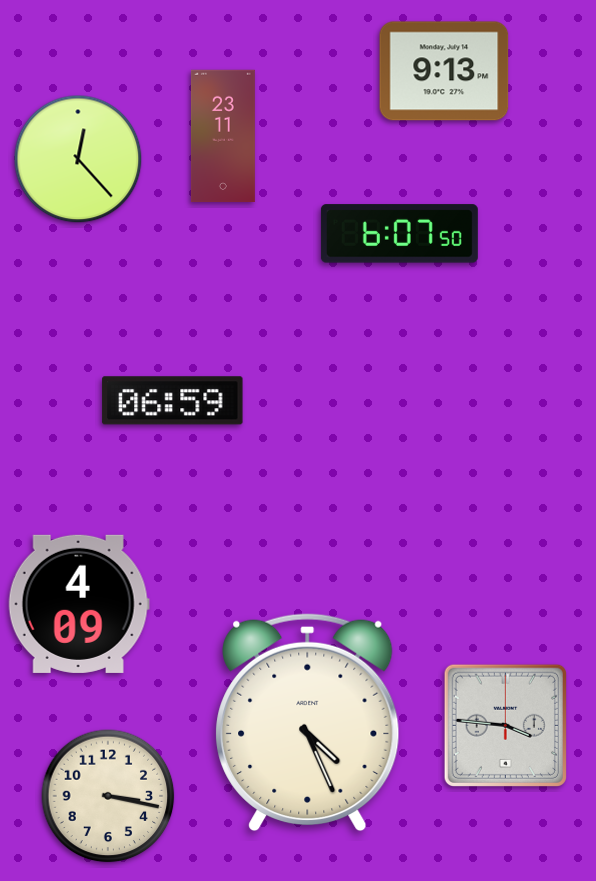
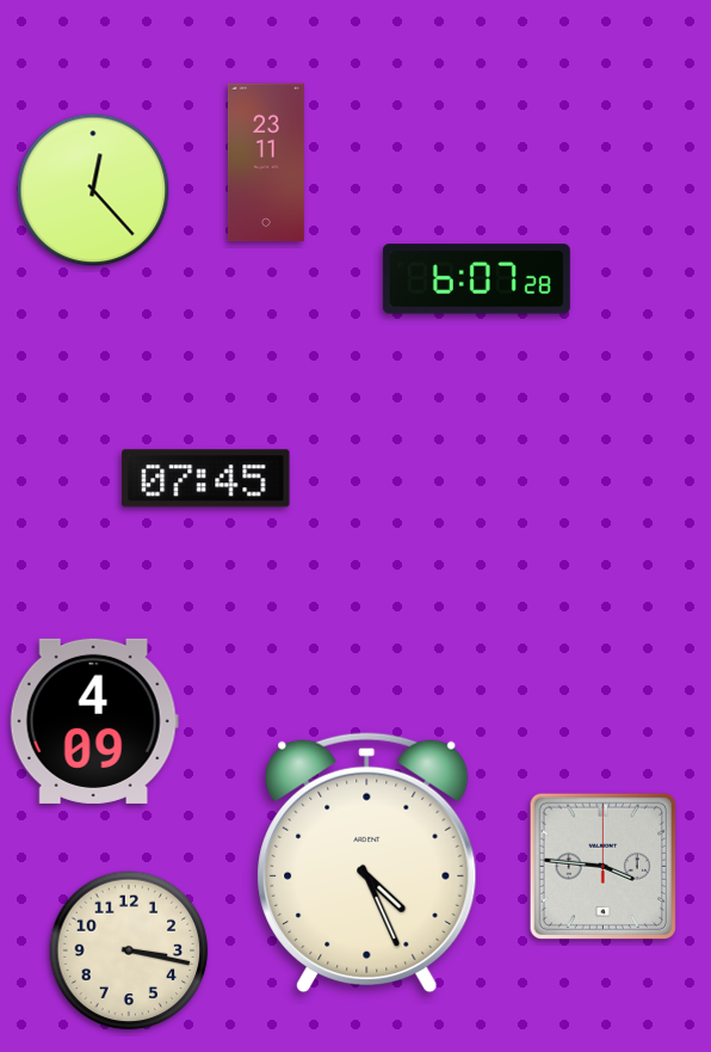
clock at (444, 71): 9:13 -> none
clock at (399, 234): 6:07:50 -> 6:07:28
clock at (173, 401): 06:59 -> 07:45
